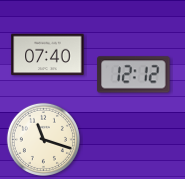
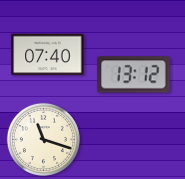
clock at (134, 75): 12:12 -> 13:12
